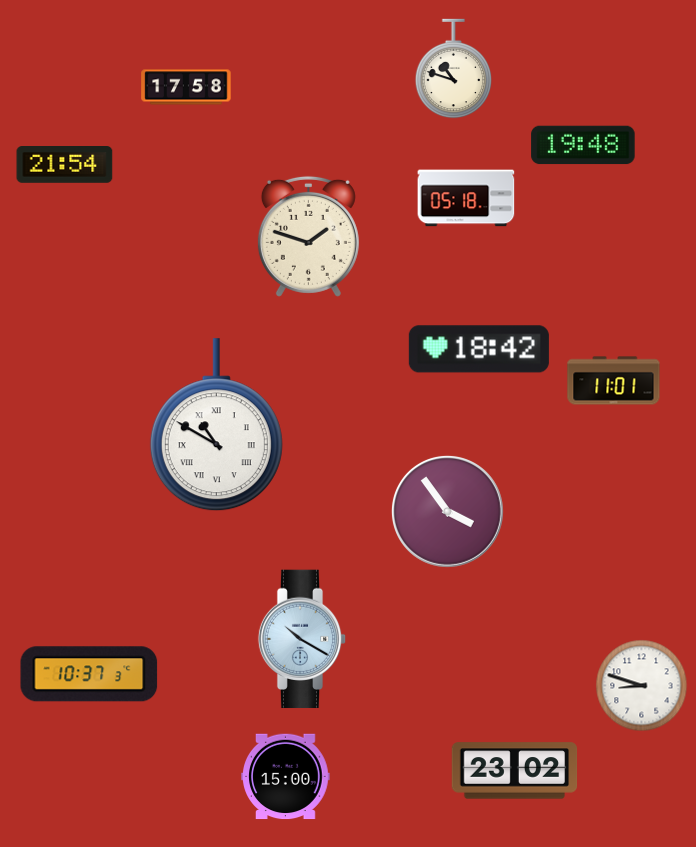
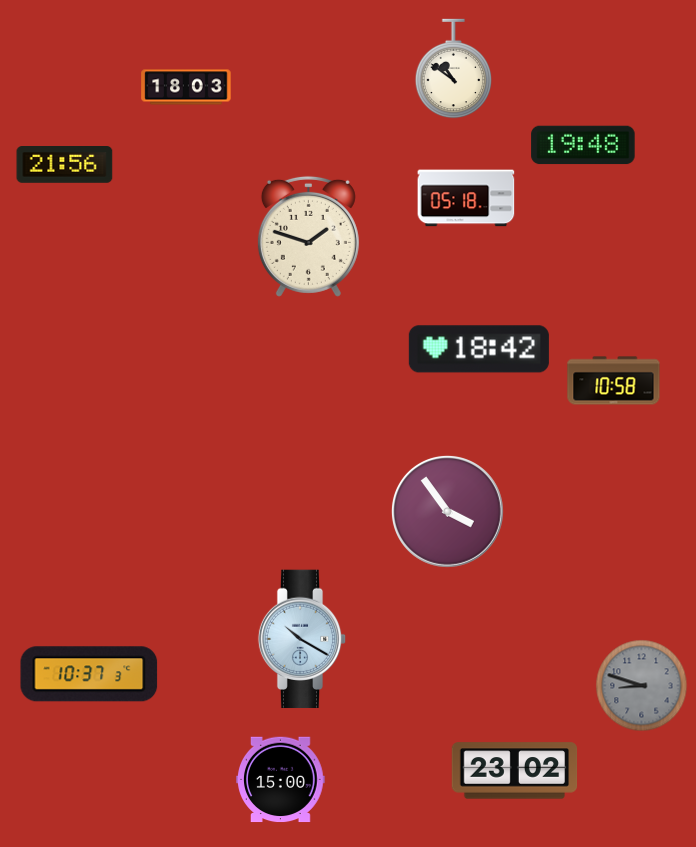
clock at (454, 69): 10:48 -> 10:51
clock at (186, 87): 17:58 -> 18:03
clock at (65, 165): 21:54 -> 21:56
clock at (614, 381): 11:01 -> 10:58
clock at (216, 425): 10:50 -> none
clock at (642, 686) dial: white -> grey
clock at (286, 777) position: (286, 777) -> (281, 780)
